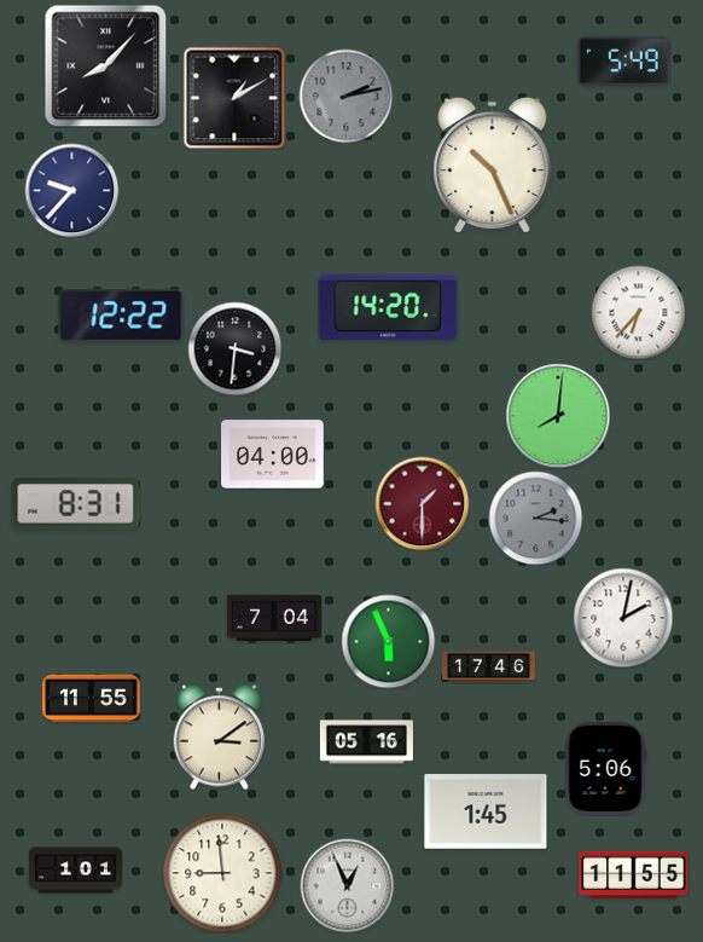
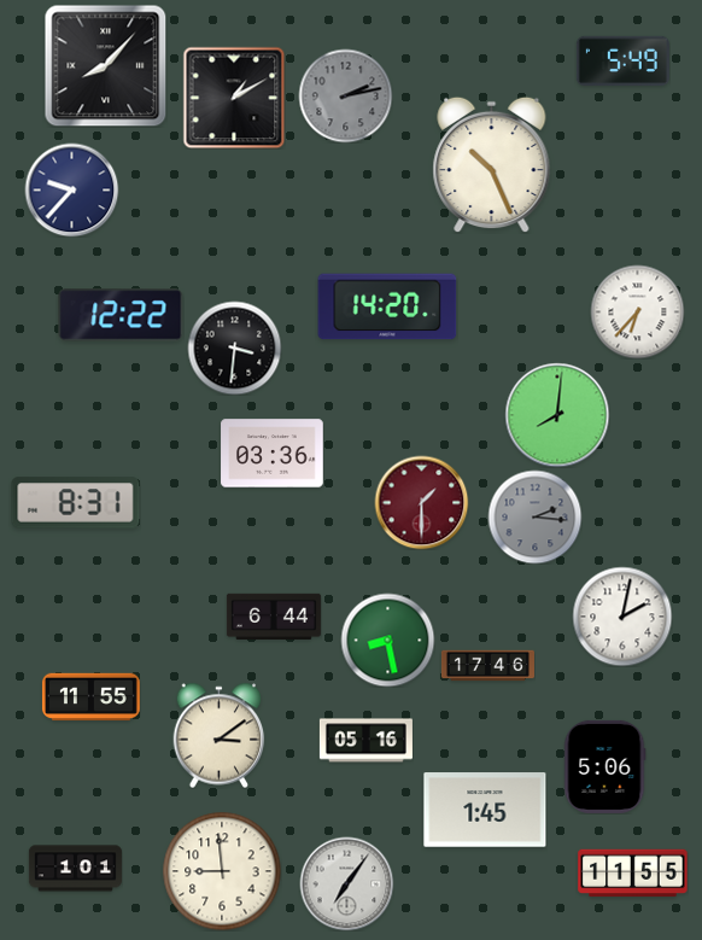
clock at (273, 455): 04:00 -> 03:36
clock at (274, 618): 7:04 -> 6:44
clock at (388, 641): 5:56 -> 8:28
clock at (347, 885): 12:56 -> 7:06
